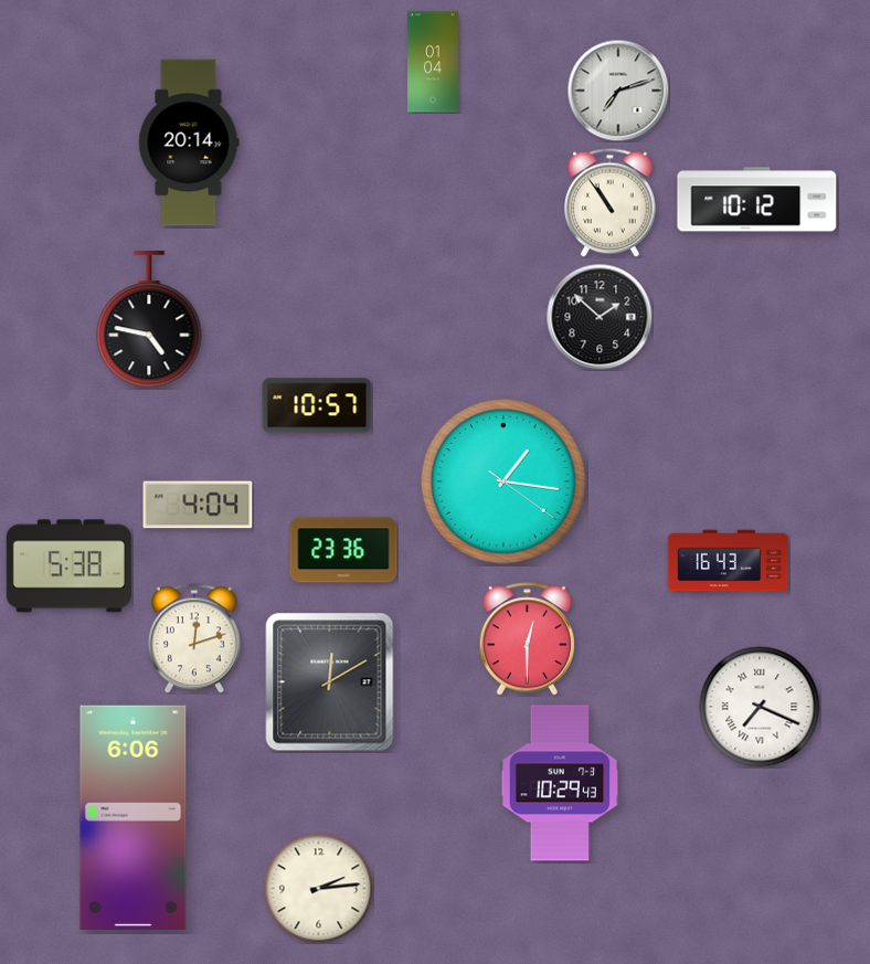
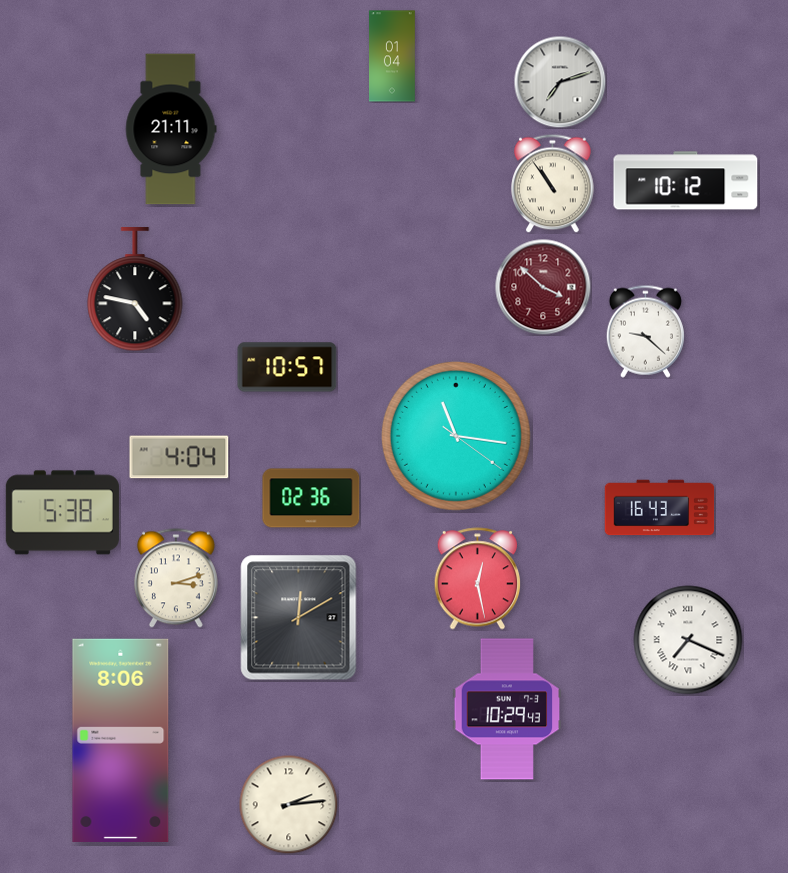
clock at (189, 142): 20:14 -> 21:11
clock at (600, 317): 1:52 -> 3:52
clock at (600, 317) dial: black -> burgundy
clock at (645, 331): none -> 9:22
clock at (503, 481): 1:16 -> 11:16
clock at (343, 550): 23:36 -> 02:36
clock at (194, 638): 12:12 -> 3:12
clock at (528, 639): 12:30 -> 12:28
clock at (134, 817): 6:06 -> 8:06
